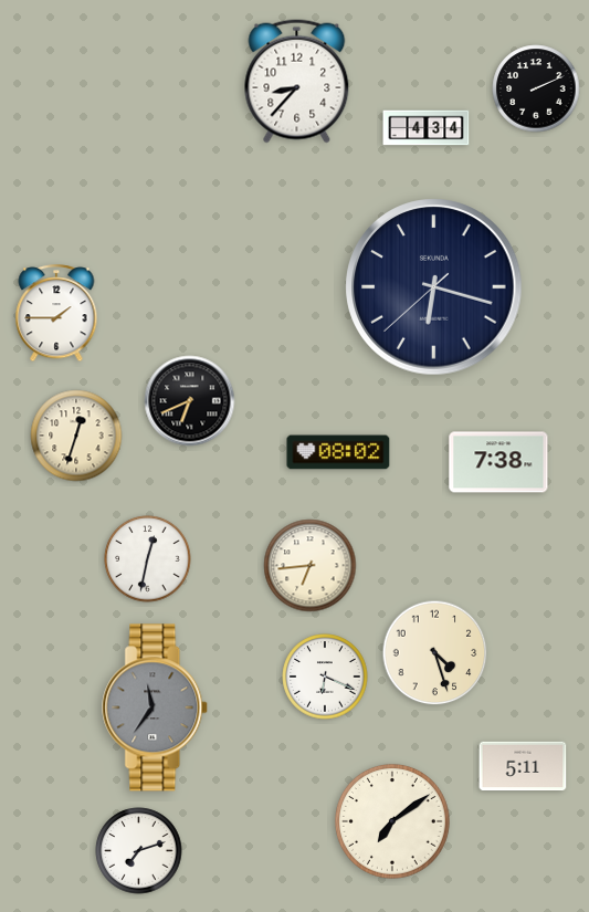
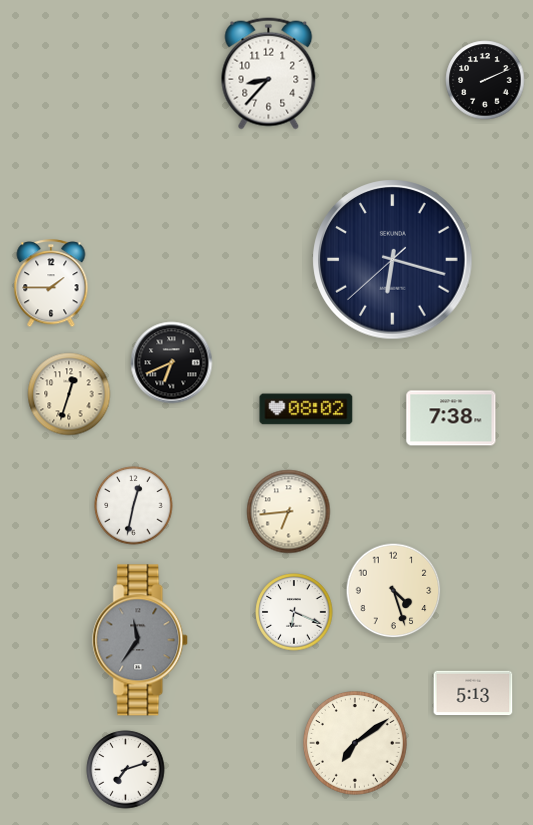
clock at (427, 128): 4:34 -> none
clock at (311, 566) position: (311, 566) -> (289, 512)
clock at (523, 766): 5:11 -> 5:13
